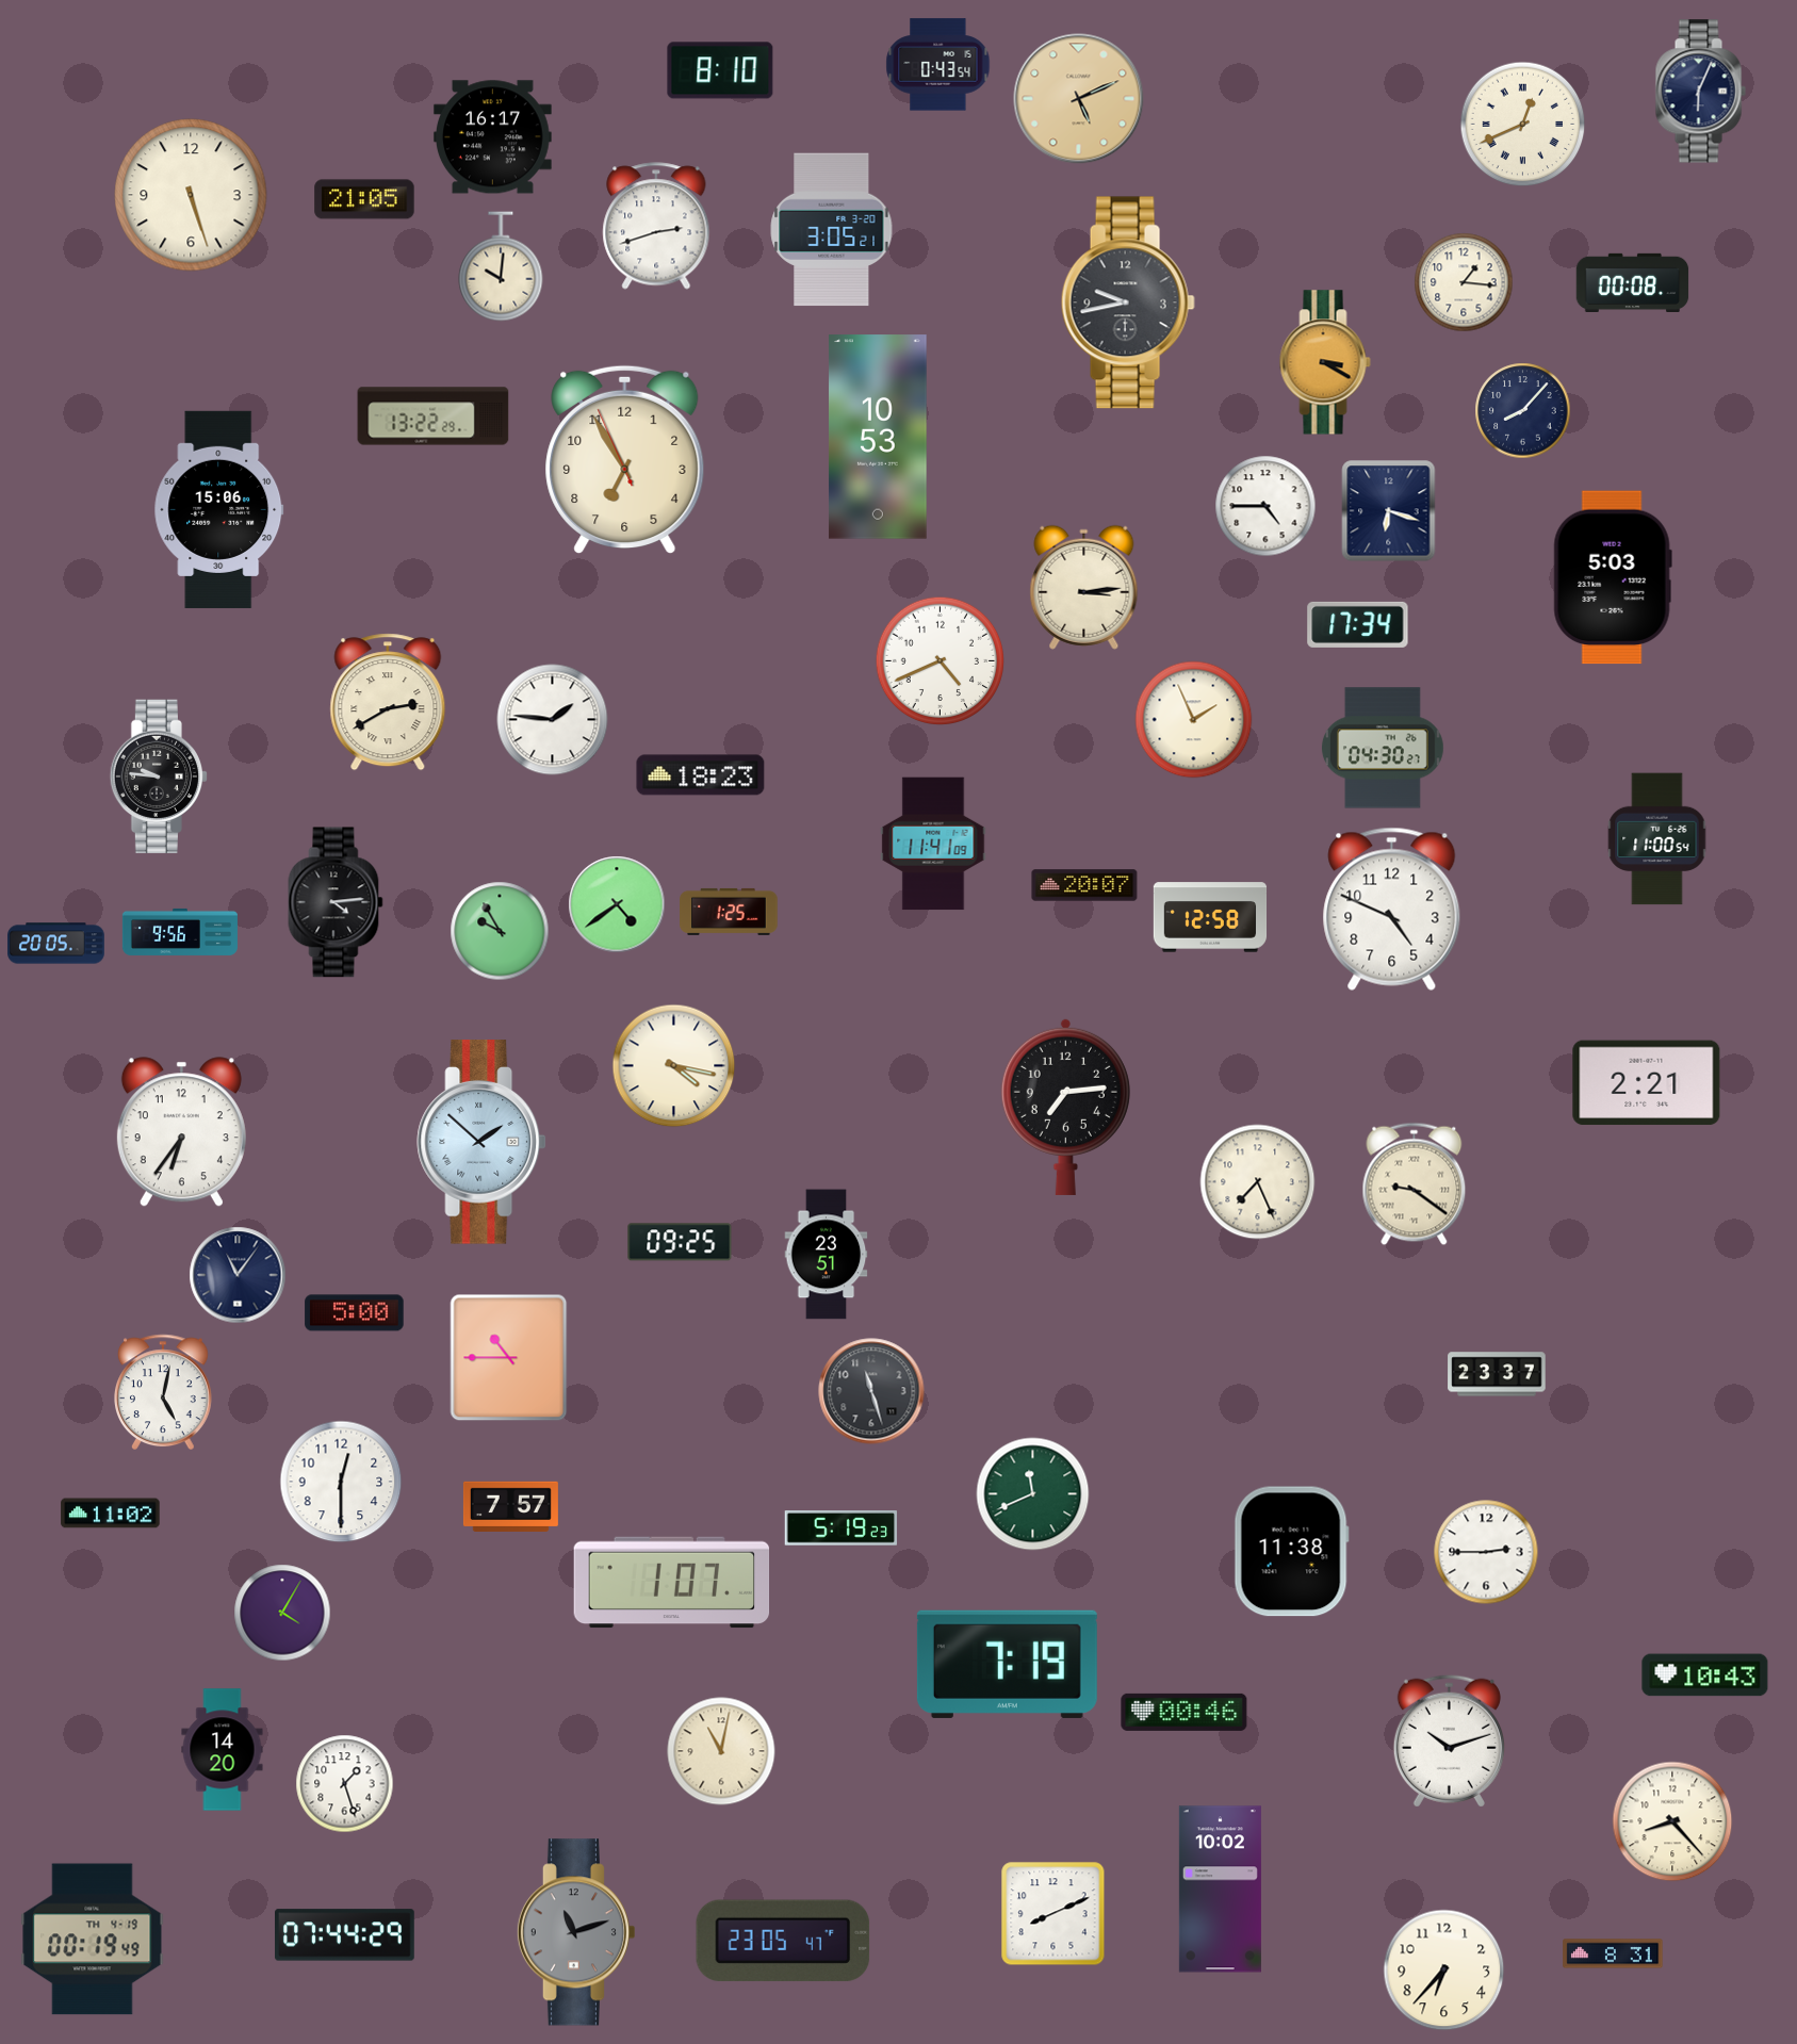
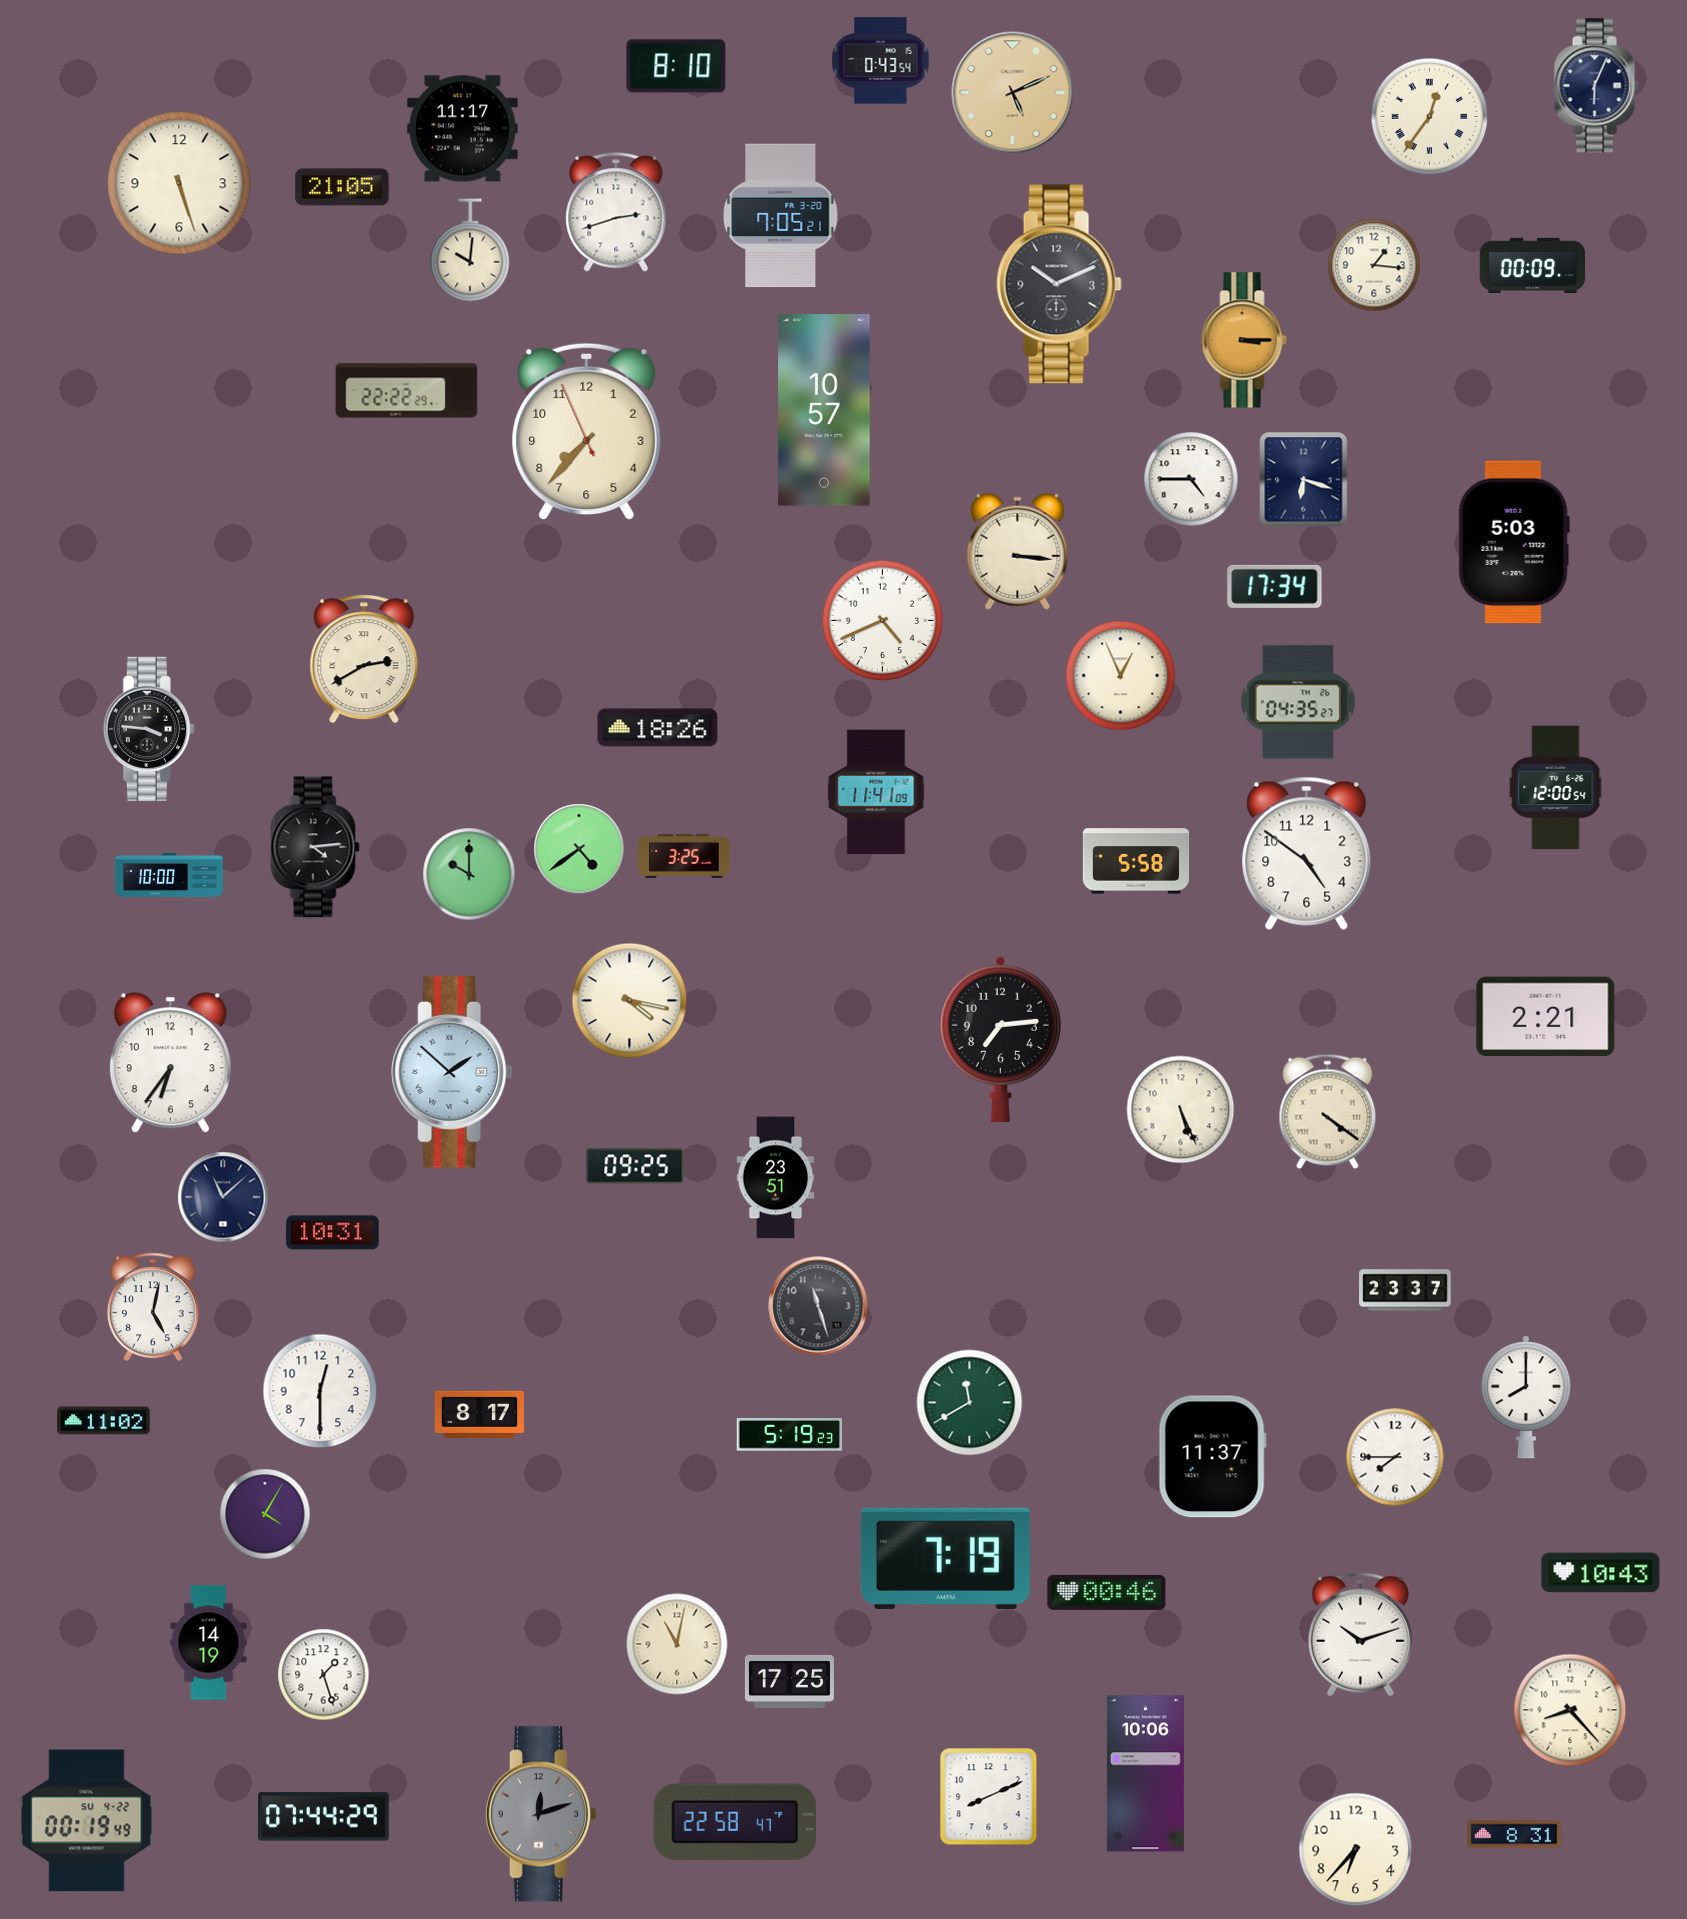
clock at (1523, 125): 12:41 -> 12:36
clock at (492, 137): 16:17 -> 11:17
clock at (832, 230): 3:05 -> 7:05
clock at (1633, 282): 00:08 -> 00:09
clock at (1128, 302): 9:43 -> 10:11
clock at (1325, 362): 3:20 -> 3:15
clock at (1523, 411): 8:07 -> none
clock at (434, 416): 13:22 -> 22:22
clock at (878, 437): 10:53 -> 10:57
clock at (625, 460): 6:54 -> 7:36
clock at (1265, 506) position: (1265, 506) -> (1191, 479)
clock at (219, 509): 15:06 -> none
clock at (1084, 587): 3:14 -> 3:16
clock at (553, 720): 1:46 -> none
clock at (1194, 720): 1:56 -> 12:56
clock at (1383, 748): 04:30 -> 04:35
clock at (701, 775): 18:23 -> 18:26
clock at (158, 776): 9:46 -> 3:46
clock at (1657, 839): 11:00 -> 12:00
clock at (1084, 885): 20:07 -> none
clock at (1392, 909): 4:49 -> 4:51
clock at (729, 912): 1:25 -> 3:25
clock at (1210, 917): 12:58 -> 5:58
clock at (500, 931): 9:55 -> 10:00
clock at (180, 932): 9:56 -> 10:00
clock at (56, 944): 20:05 -> none
clock at (674, 1066) position: (674, 1066) -> (630, 1001)
clock at (1258, 1182): 7:26 -> 5:26
clock at (1415, 1184): 9:21 -> 4:21
clock at (680, 1242) position: (680, 1242) -> (635, 1166)
clock at (238, 1275): 11:06 -> 11:08
clock at (355, 1313): 5:00 -> 10:31
clock at (509, 1358): 10:45 -> none
clock at (1526, 1397): none -> 8:00
clock at (1033, 1494): 11:41 -> 11:40
clock at (510, 1506): 7:57 -> 8:17
clock at (1291, 1552): 11:38 -> 11:37
clock at (1486, 1552): 2:45 -> 7:45
clock at (672, 1583): 1:07 -> none
clock at (1007, 1664) position: (1007, 1664) -> (945, 1558)
clock at (1185, 1712) position: (1185, 1712) -> (1107, 1592)
clock at (223, 1750): 14:20 -> 14:19
clock at (789, 1681): none -> 17:25
clock at (1220, 1890): 10:02 -> 10:06
clock at (575, 1932): 11:12 -> 12:12
clock at (93, 1940) date: TH 4-19 -> SU 4-22
clock at (783, 1941): 23:05 -> 22:58
